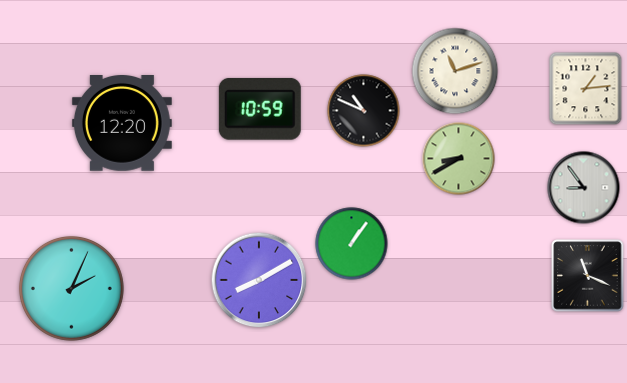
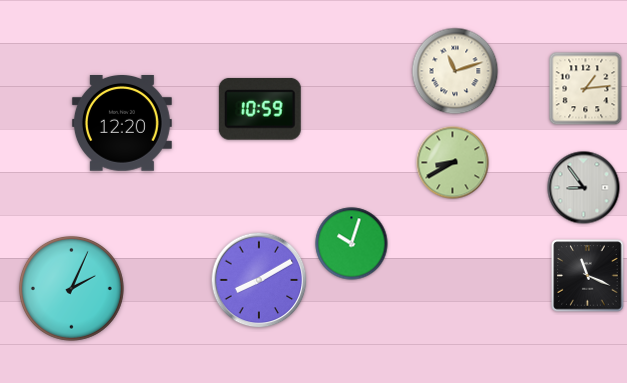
clock at (364, 111): 10:49 -> none
clock at (459, 159) position: (459, 159) -> (453, 163)
clock at (352, 244): 1:06 -> 10:03
